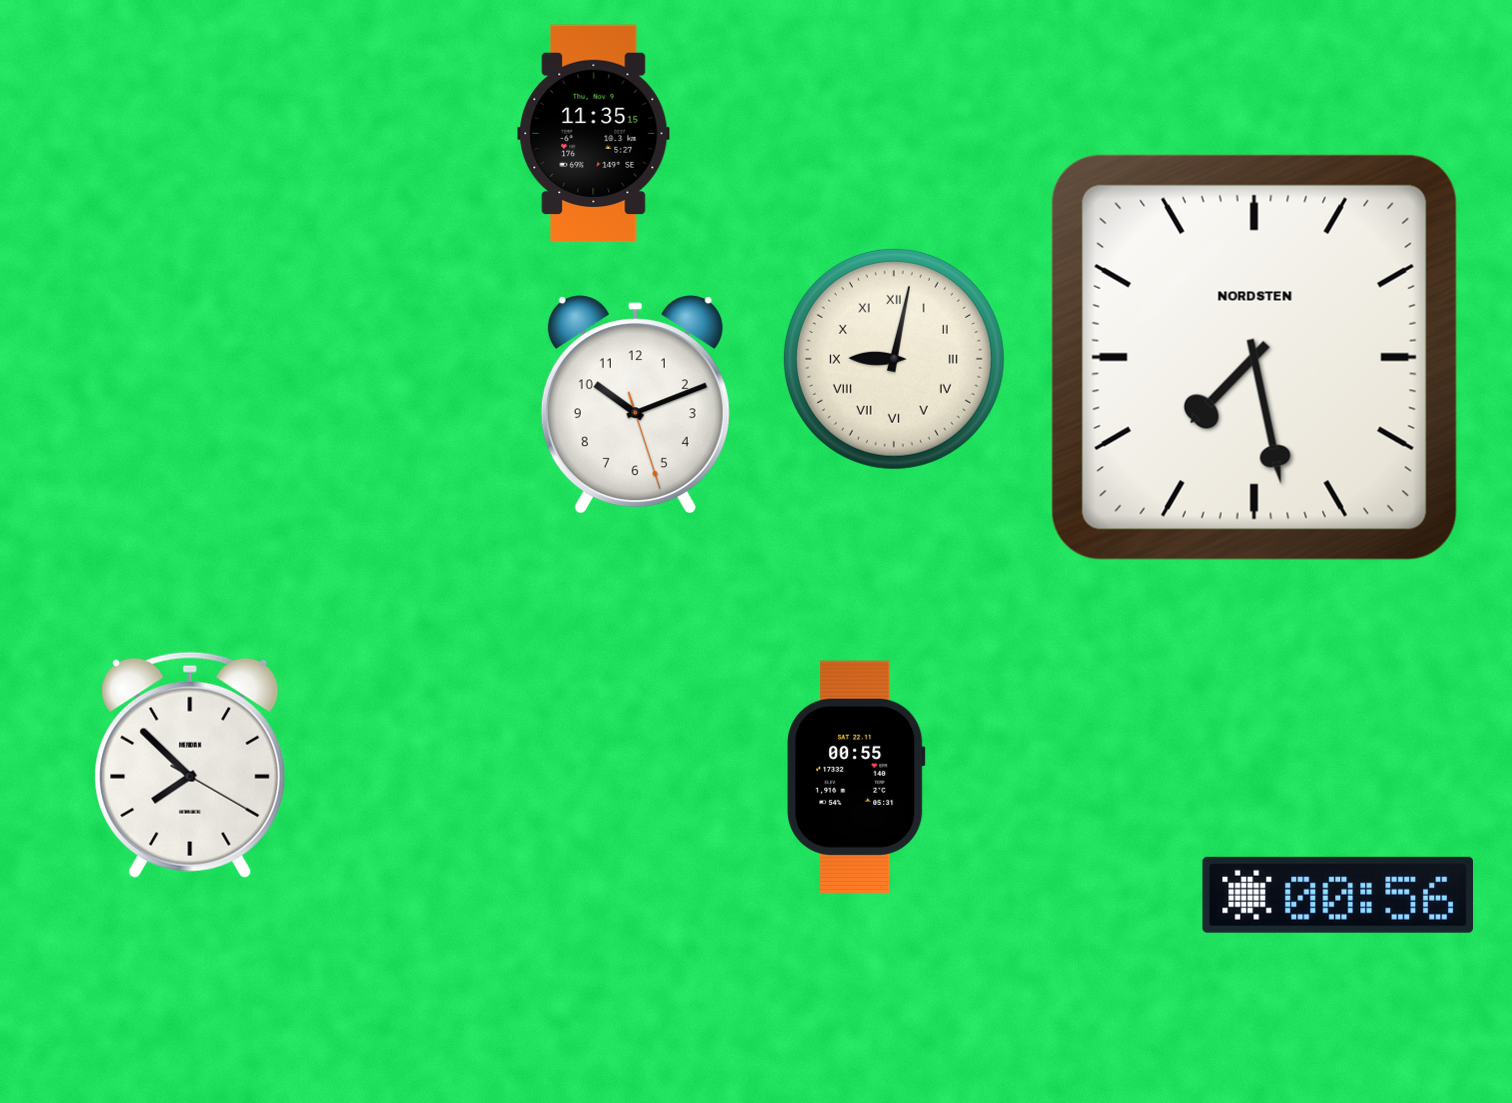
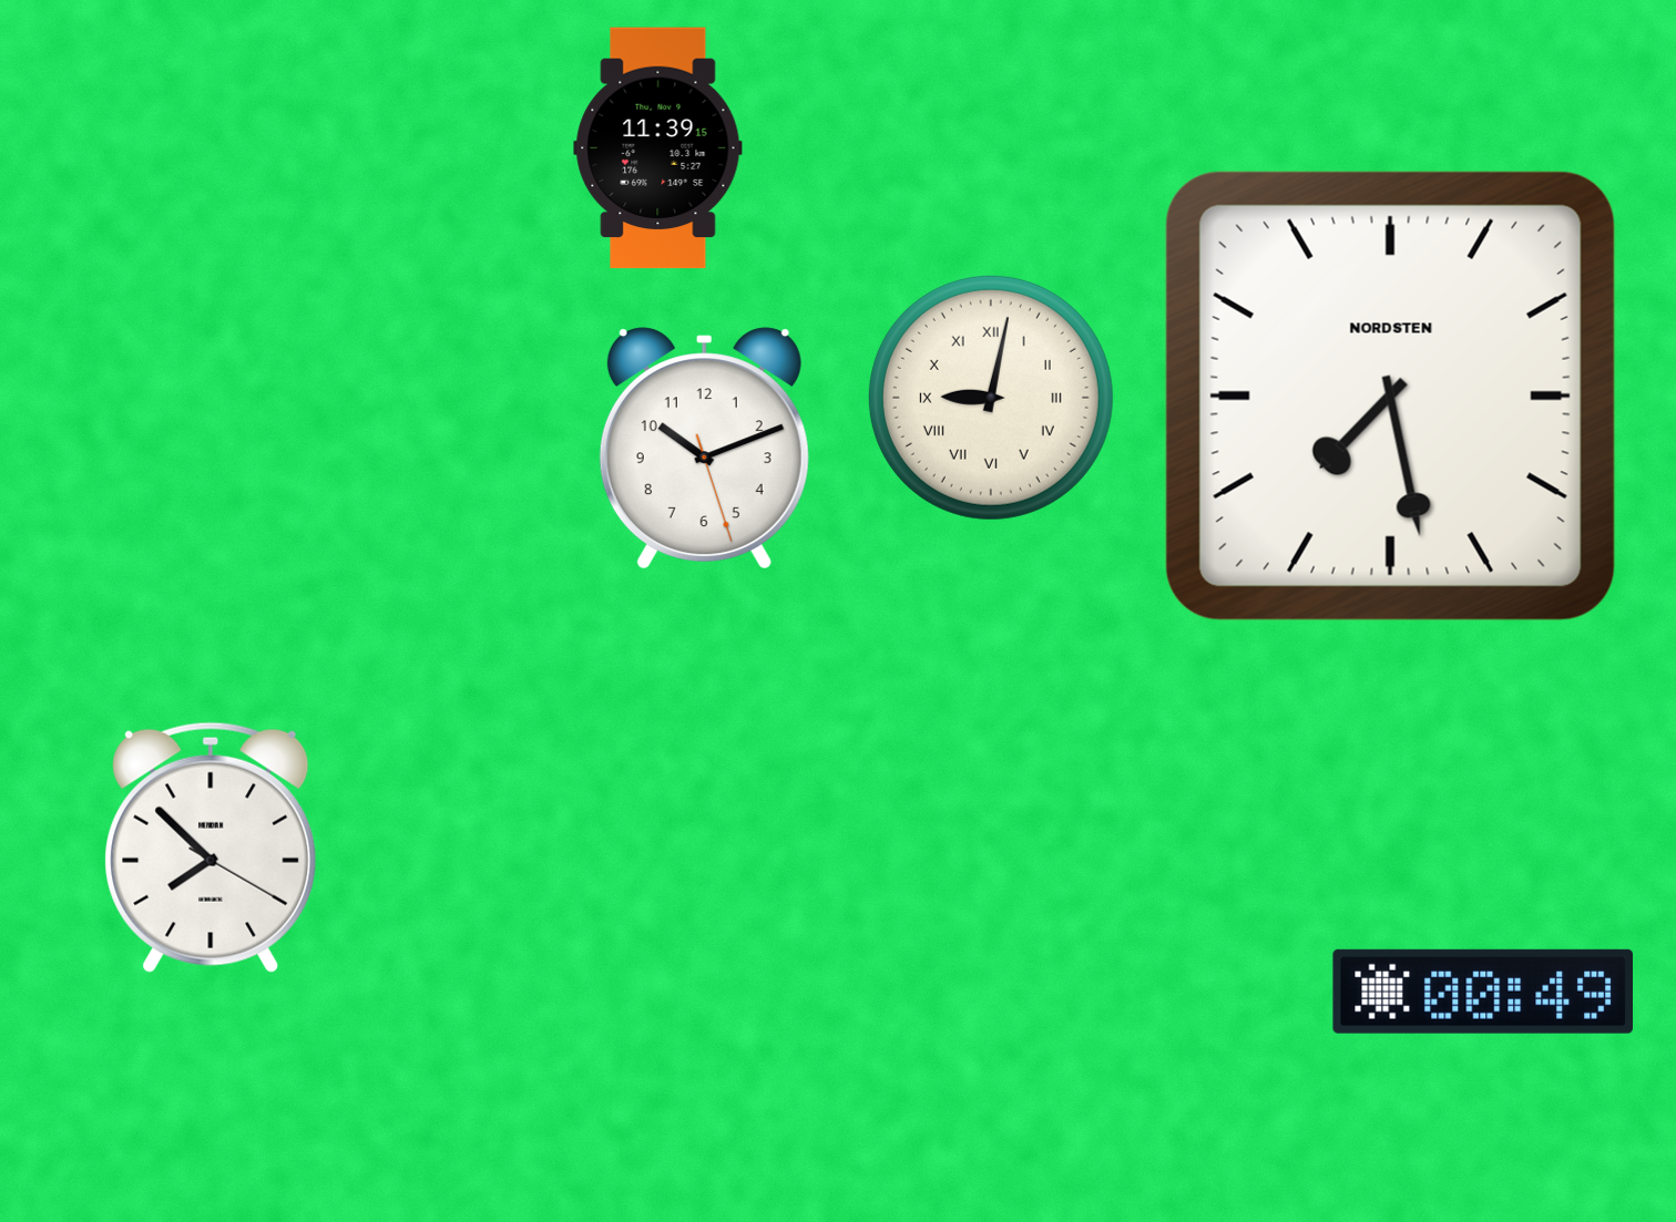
clock at (594, 134): 11:35 -> 11:39
clock at (856, 777): 00:55 -> none
clock at (1337, 895): 00:56 -> 00:49
